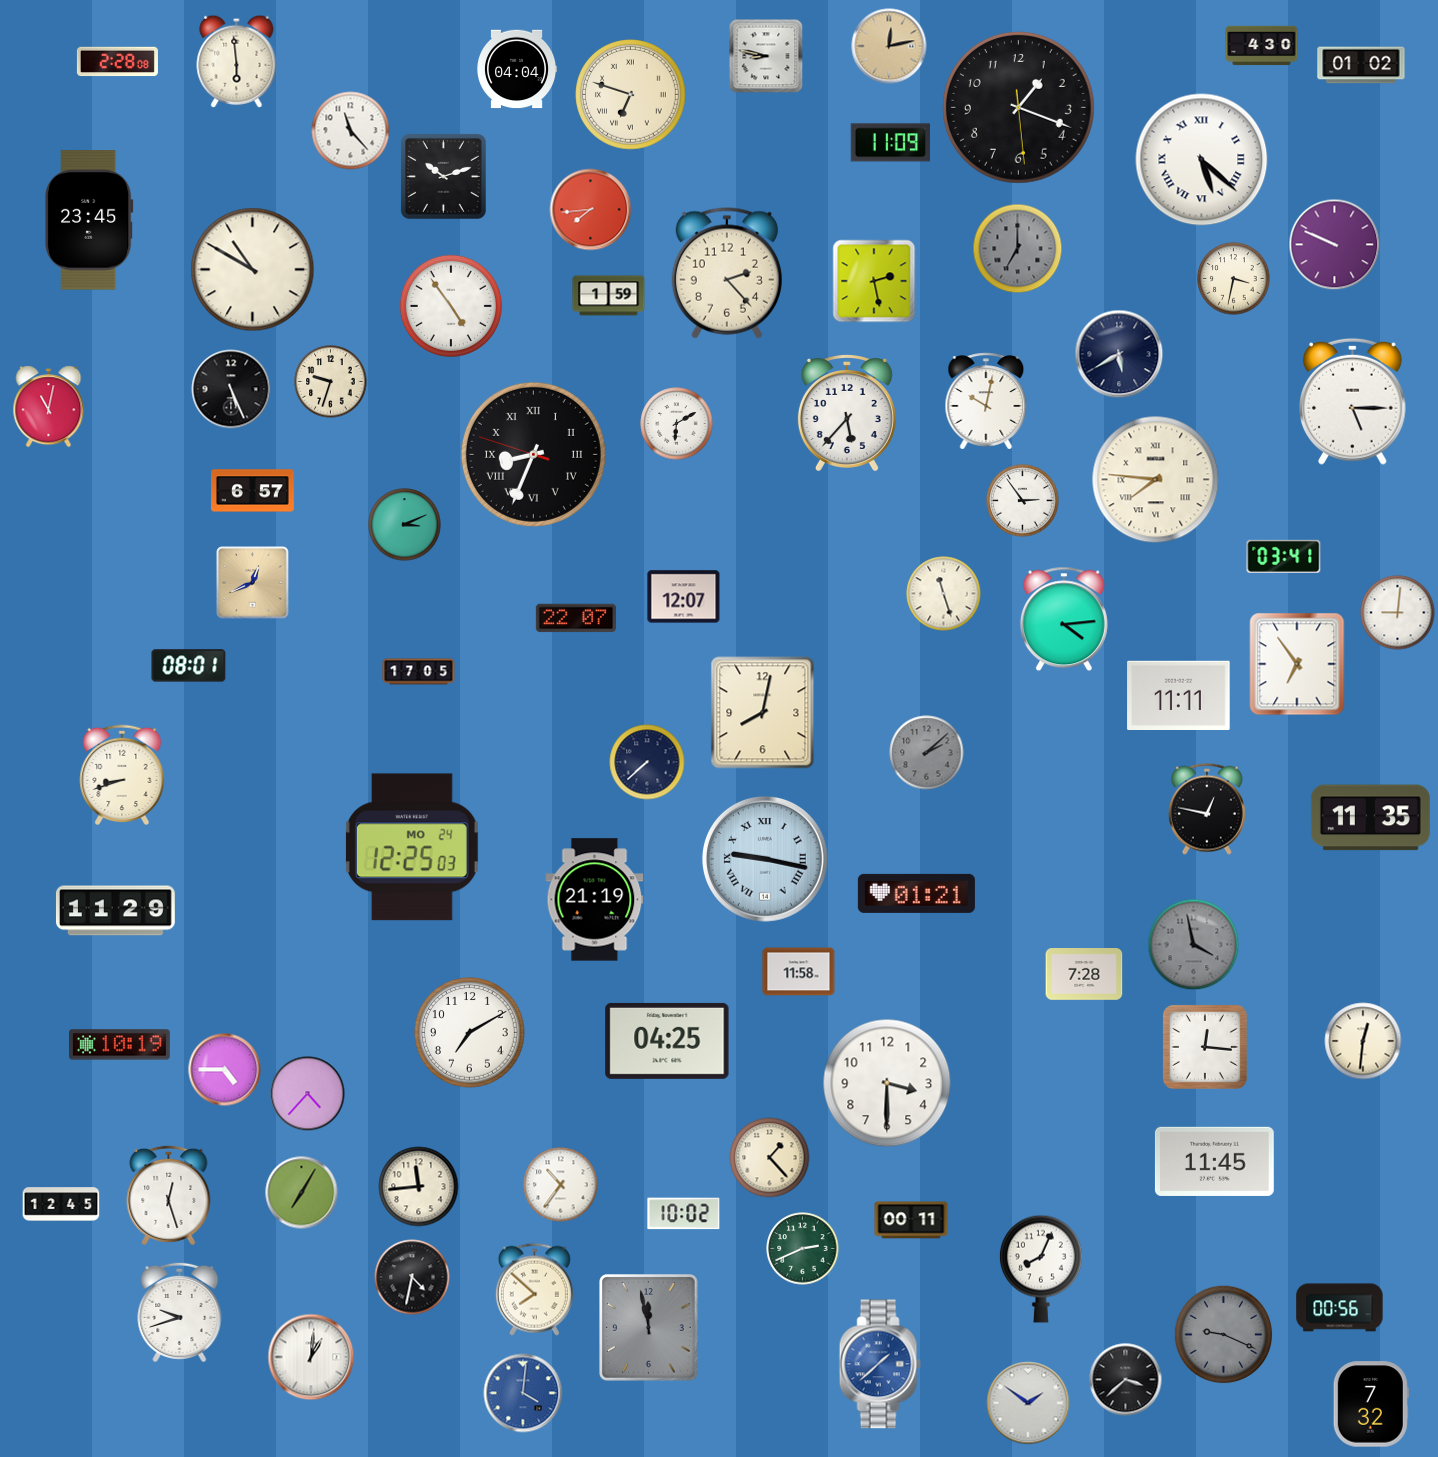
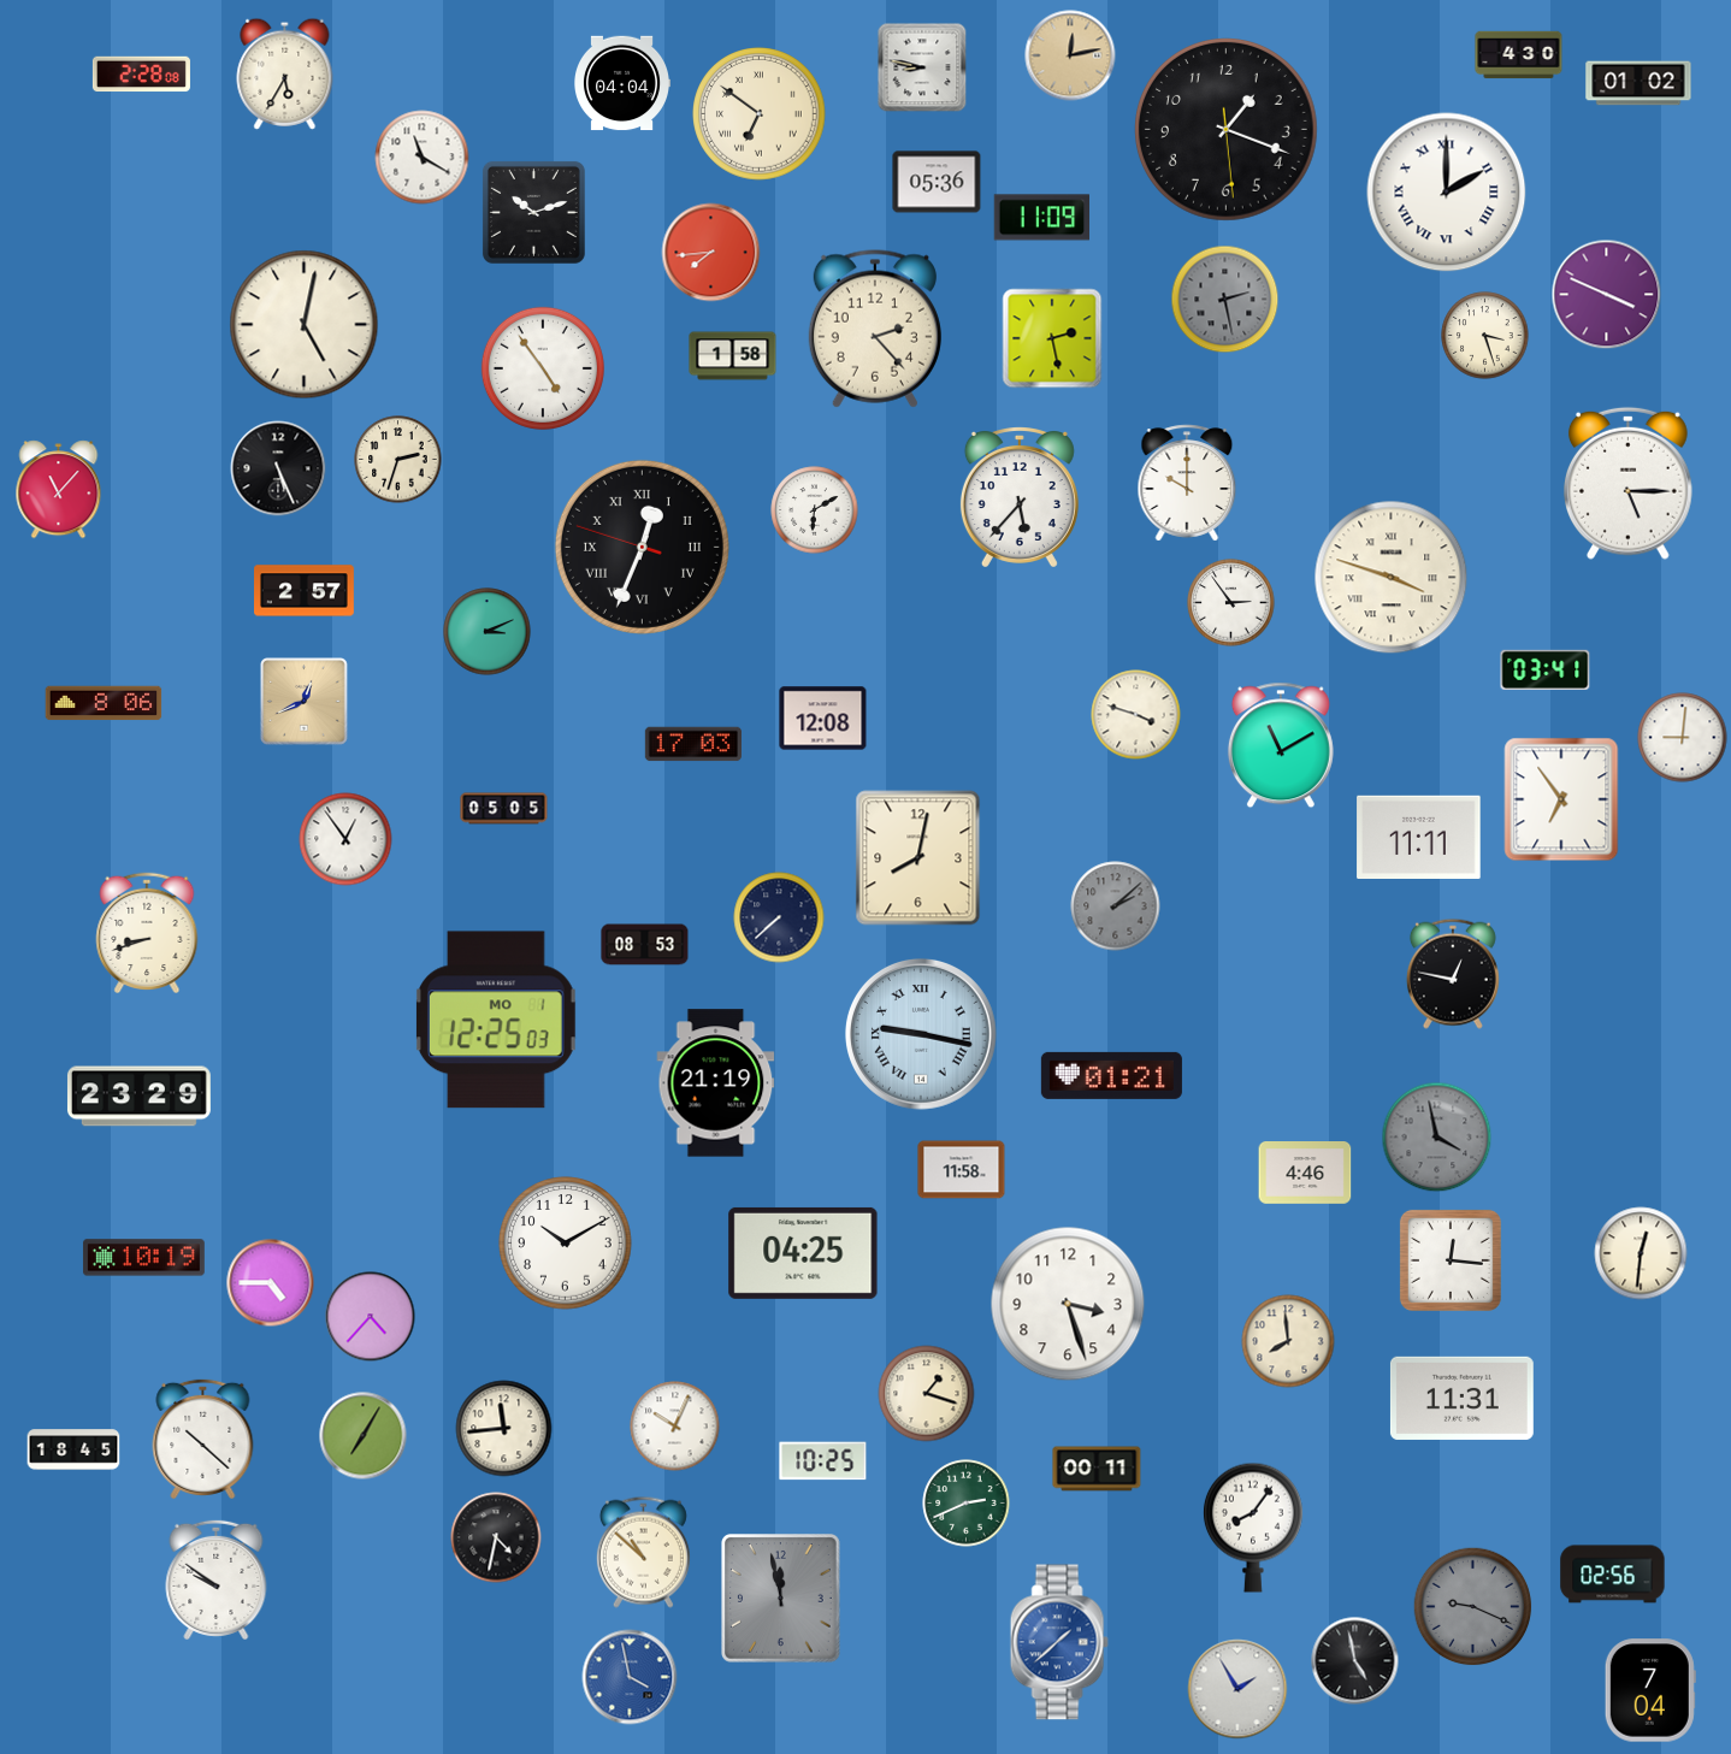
clock at (237, 61): 5:59 -> 5:35
clock at (1361, 65) position: (1361, 65) -> (1638, 83)
clock at (631, 95): 6:48 -> 6:51
clock at (351, 131): 11:23 -> 11:20
clock at (890, 143) position: (890, 143) -> (1041, 218)
clock at (937, 182): none -> 05:36
clock at (1202, 160): 5:22 -> 2:00
clock at (90, 220): 23:45 -> none
clock at (1335, 245): 9:49 -> 3:49
clock at (1018, 249): 7:00 -> 2:28
clock at (253, 270): 10:50 -> 5:02
clock at (1234, 279): 3:32 -> 3:27
clock at (609, 296): 1:59 -> 1:58
clock at (1119, 354): 5:40 -> none
clock at (331, 382): 9:33 -> 2:33
clock at (986, 401): 10:02 -> 10:00
clock at (49, 407): 11:02 -> 11:07
clock at (533, 454): 8:33 -> 12:33
clock at (1156, 480): 7:46 -> 3:48
clock at (253, 491): 6:57 -> 2:57
clock at (104, 703): none -> 8:06
clock at (944, 594): 11:27 -> 3:48
clock at (684, 597): 12:07 -> 12:08
clock at (576, 618): 22:07 -> 17:03
clock at (1064, 619): 4:14 -> 11:10
clock at (189, 666): 08:01 -> none
clock at (419, 672): 17:05 -> 05:05
clock at (345, 839): none -> 12:54
clock at (645, 945): none -> 08:53
clock at (1370, 818): 11:35 -> none
clock at (412, 847) date: MO 24 -> MO 1
clock at (916, 893) position: (916, 893) -> (1111, 1075)
clock at (115, 911): 11:29 -> 23:29
clock at (1084, 975): 7:28 -> 4:46
clock at (470, 1033): 7:10 -> 10:10
clock at (225, 1070) position: (225, 1070) -> (271, 1283)
clock at (887, 1083): 3:30 -> 3:27
clock at (1288, 1341): none -> 7:59
clock at (770, 1158): 1:23 -> 1:18
clock at (1214, 1161): 11:45 -> 11:31
clock at (561, 1185): 10:36 -> 10:04
clock at (169, 1195): 12:27 -> 10:22
clock at (61, 1204): 12:45 -> 18:45
clock at (684, 1214): 10:02 -> 10:25
clock at (1041, 1269): 8:04 -> 8:06
clock at (534, 1289): 7:52 -> 10:52
clock at (1340, 1308): 00:56 -> 02:56
clock at (180, 1312): 9:42 -> 9:51
clock at (311, 1357): 1:01 -> none
clock at (1126, 1380): 3:38 -> 4:58
clock at (523, 1393): 4:01 -> 3:58
clock at (1028, 1403): 1:51 -> 1:55
clock at (1371, 1404): 7:32 -> 7:04
